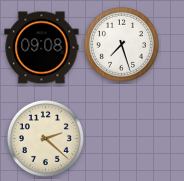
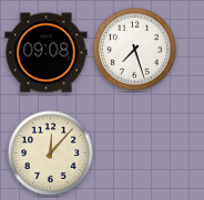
clock at (45, 138): 2:22 -> 12:07
